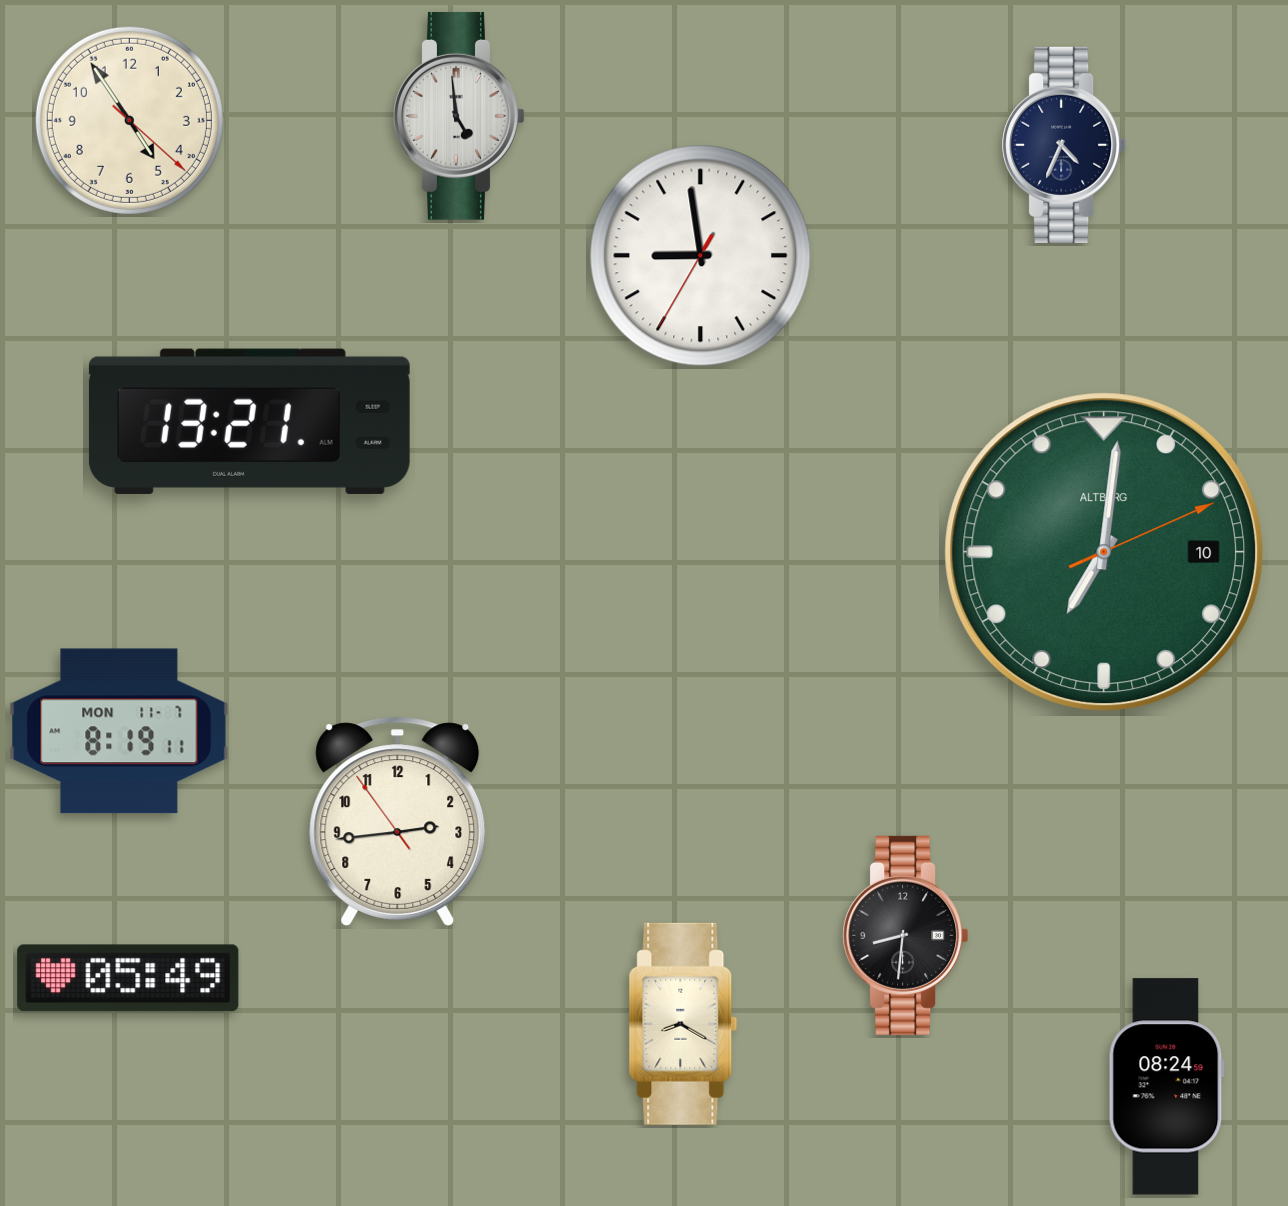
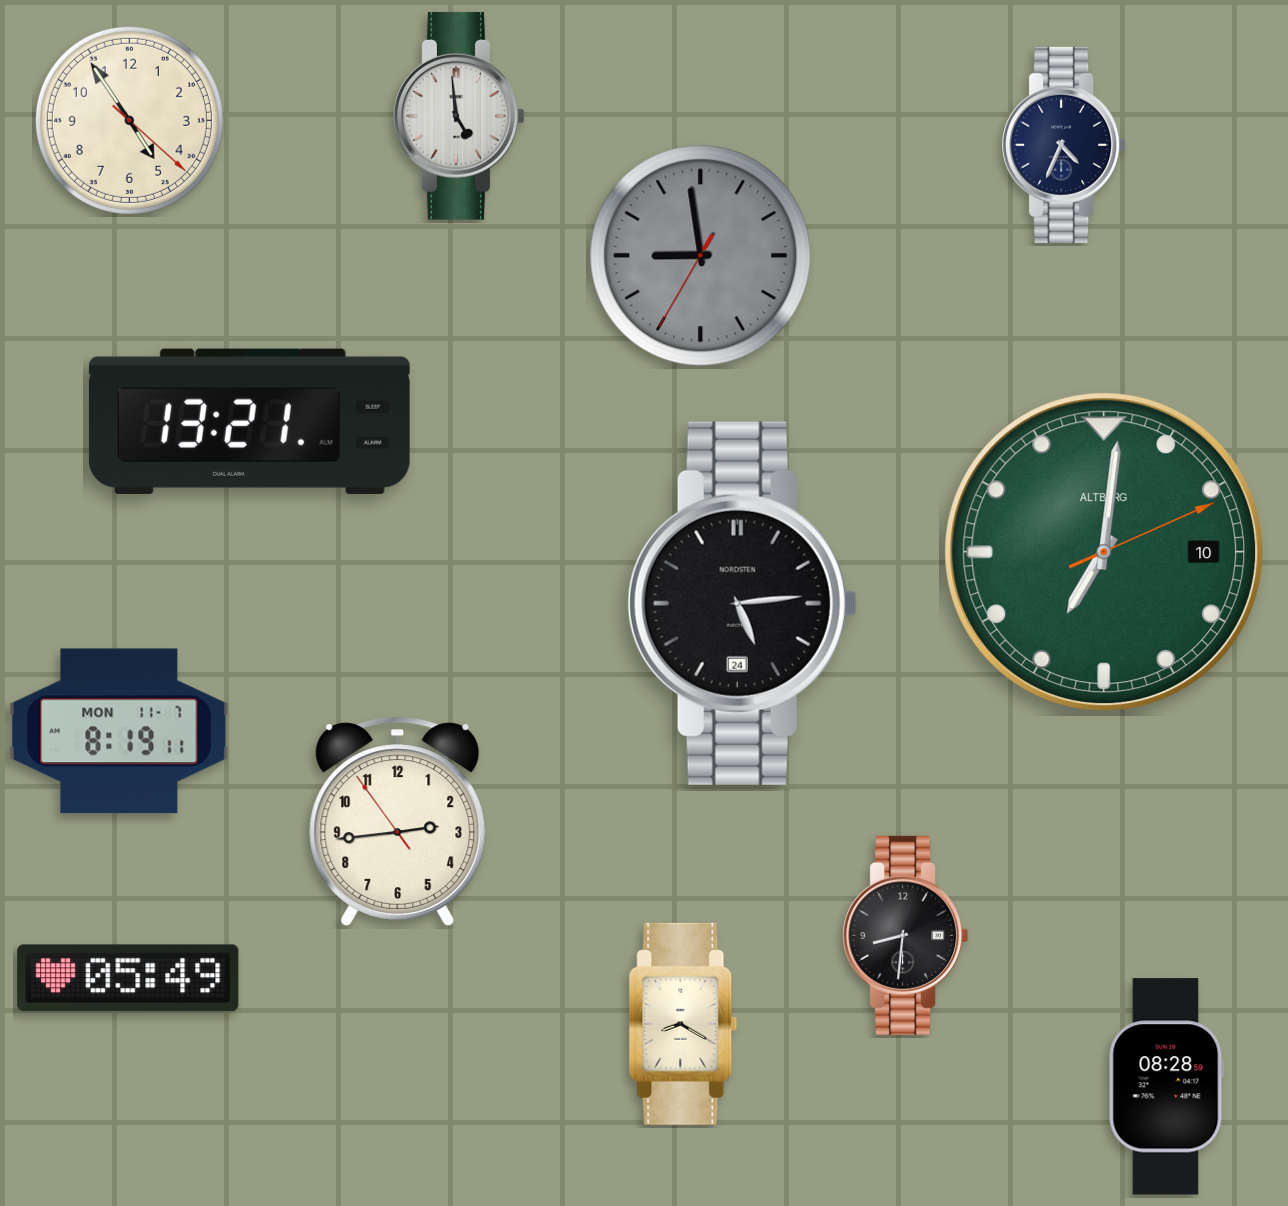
clock at (701, 256) dial: white -> grey
clock at (742, 603): none -> 5:14
clock at (1166, 1087): 08:24 -> 08:28
